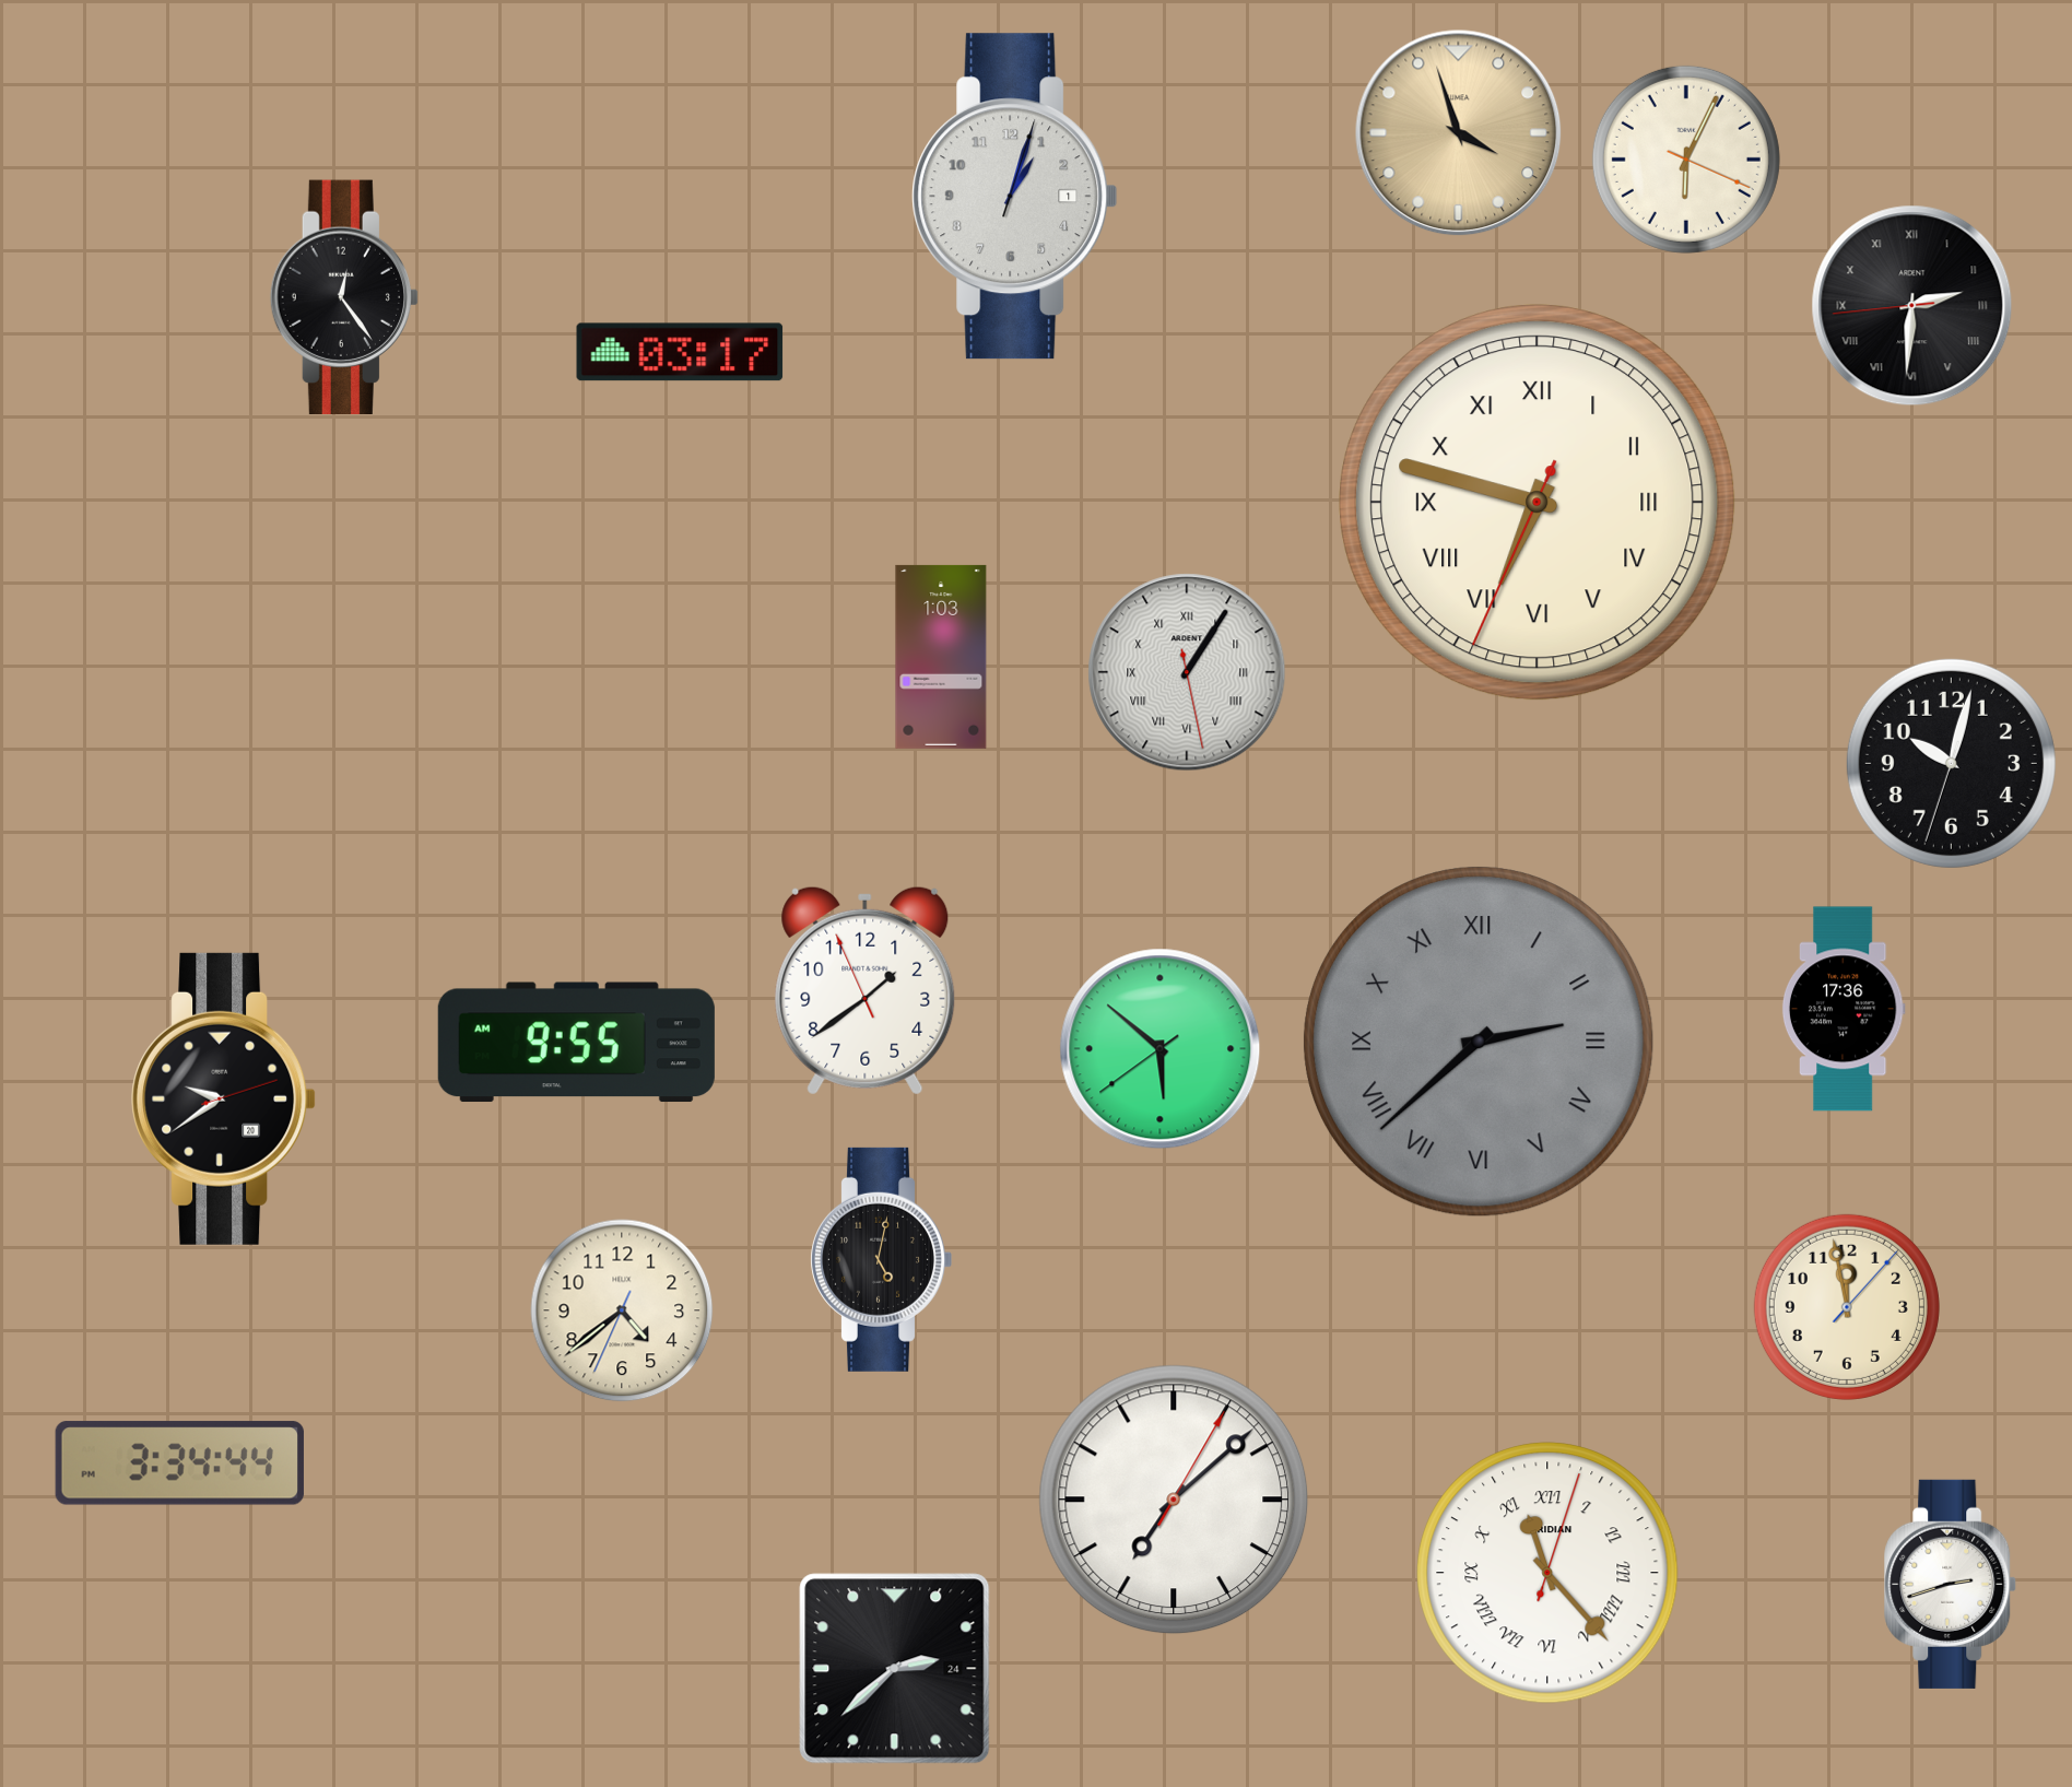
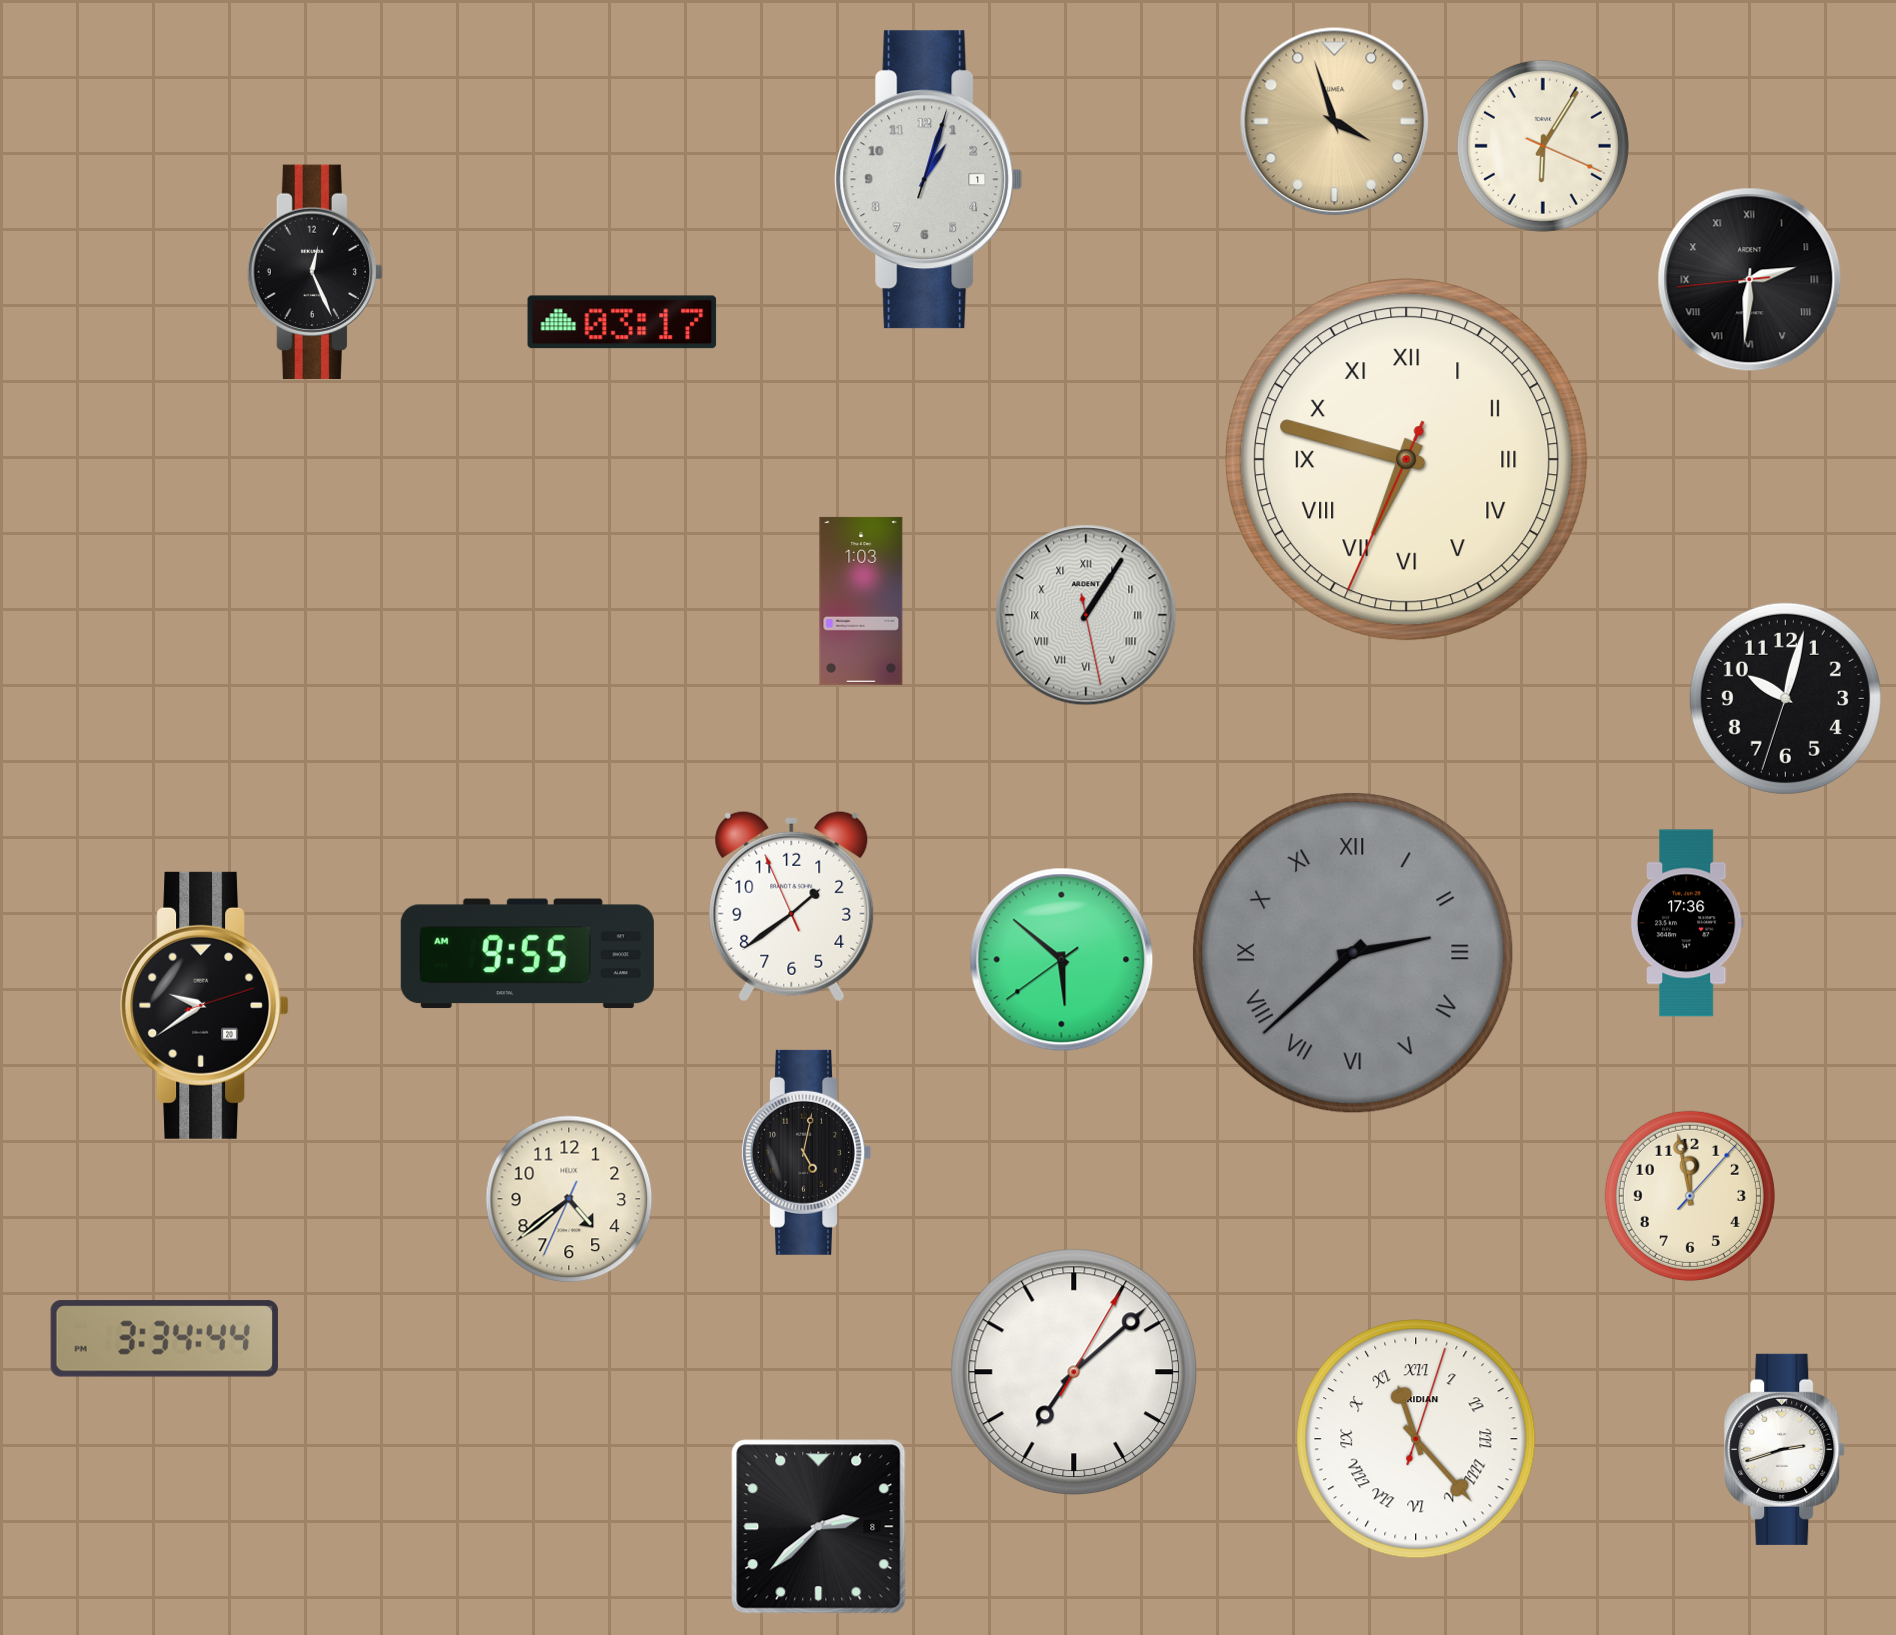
clock at (1686, 160): 6:04 -> 6:05
clock at (343, 296): 12:24 -> 12:26
clock at (895, 1669) date: 24 -> 8
